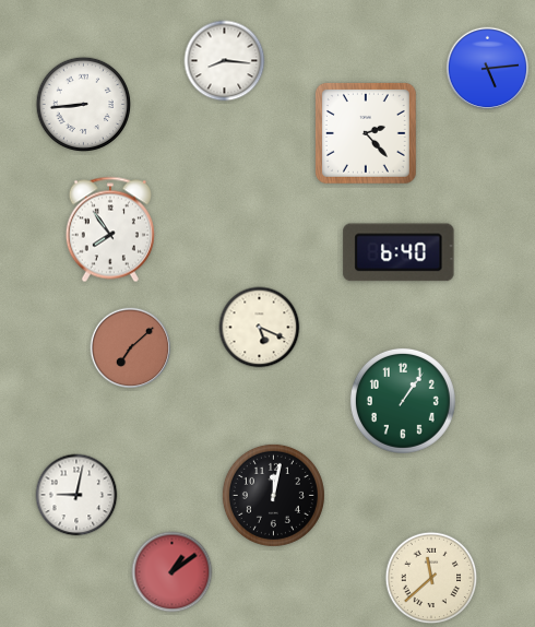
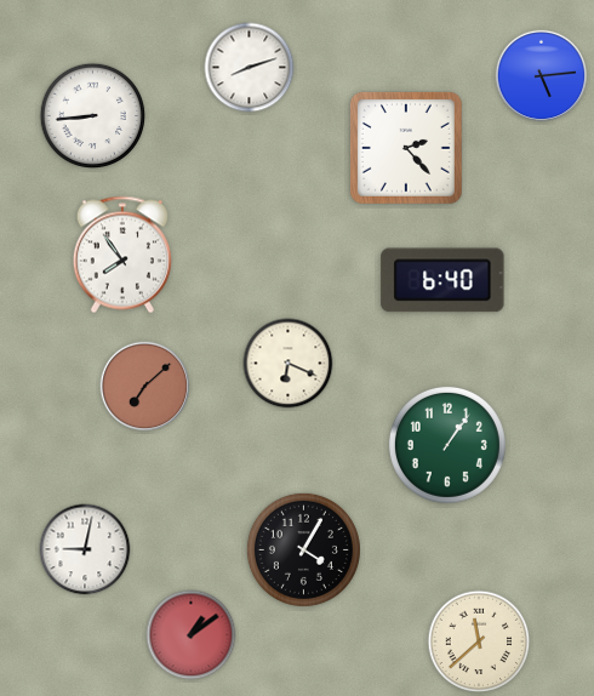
clock at (225, 61): 8:16 -> 8:12
clock at (260, 328): 5:19 -> 6:19
clock at (273, 495): 12:02 -> 4:05
